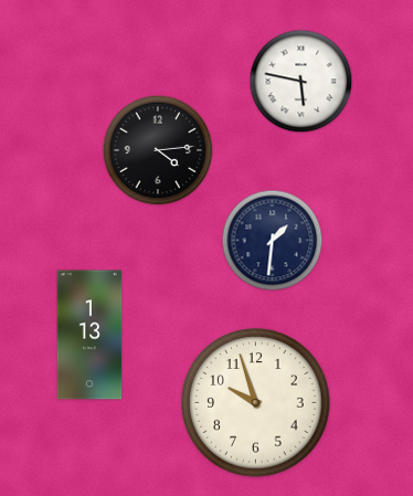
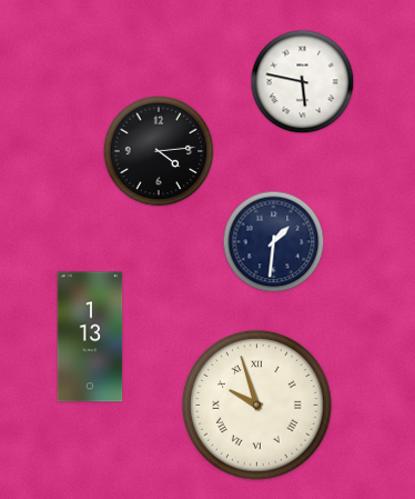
clock at (256, 403) numerals: Arabic -> Roman
